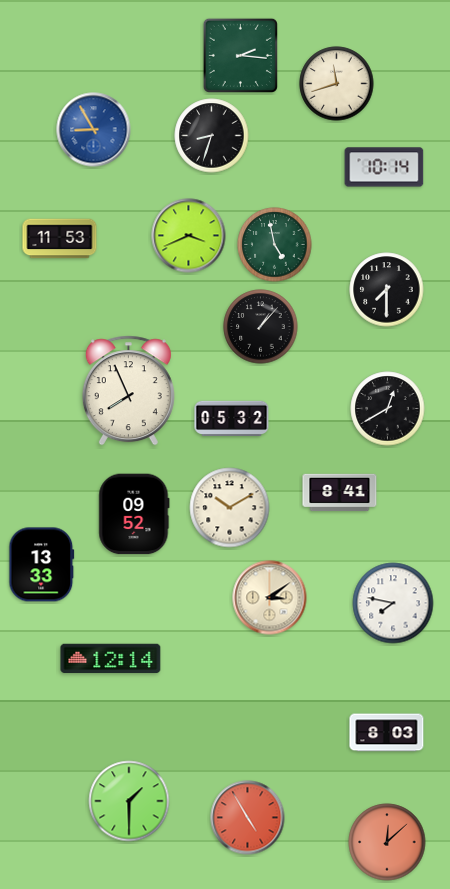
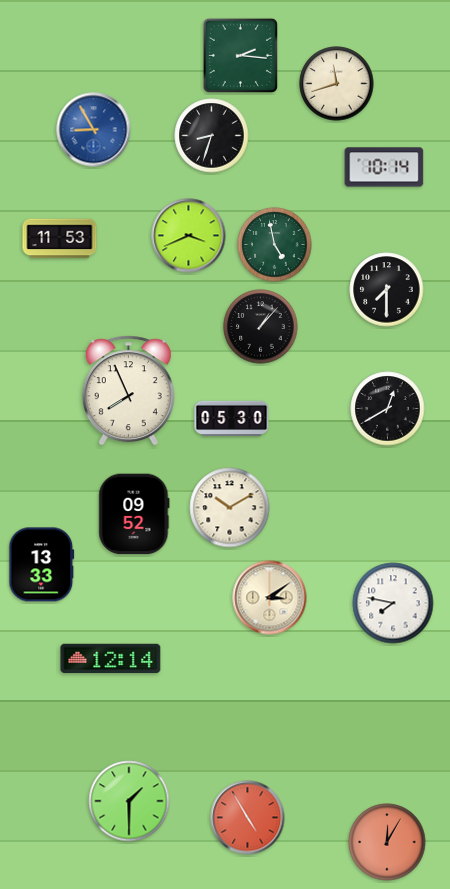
clock at (232, 418): 05:32 -> 05:30
clock at (340, 493): 8:41 -> none
clock at (387, 733): 8:03 -> none
clock at (387, 842): 12:08 -> 12:05
